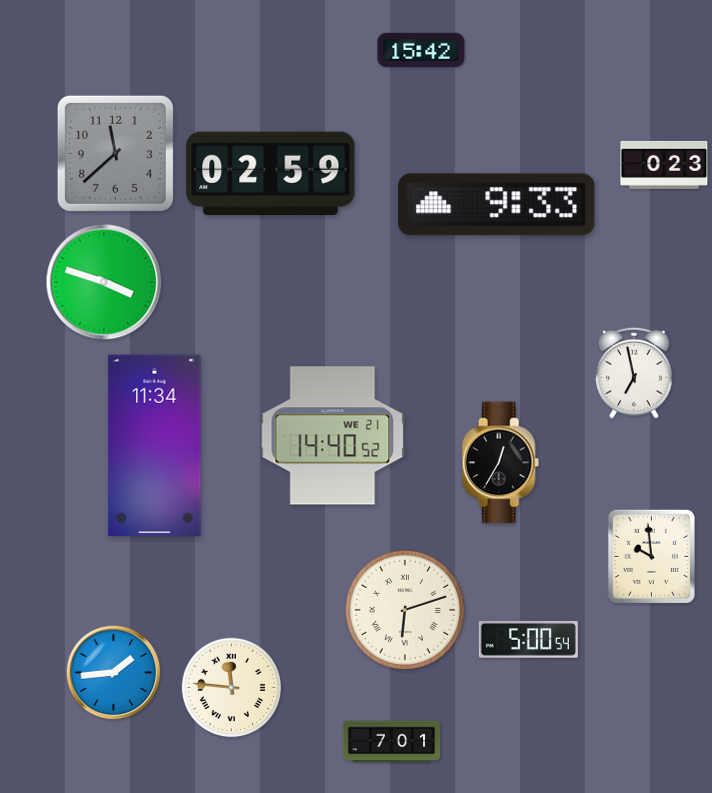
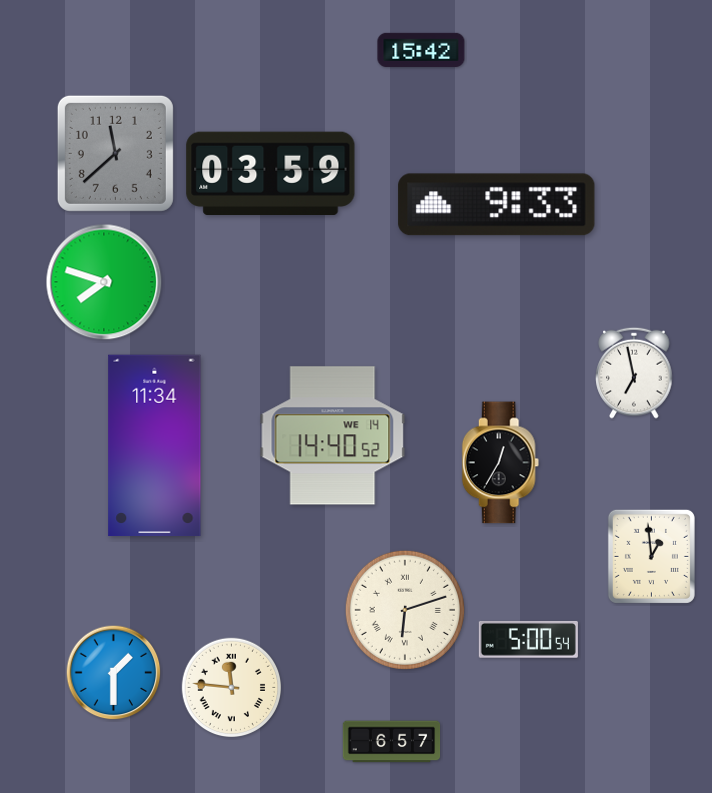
clock at (664, 165): 0:23 -> none
clock at (271, 173): 02:59 -> 03:59
clock at (104, 282): 3:48 -> 7:48
clock at (333, 436) date: WE 21 -> WE 14
clock at (651, 556): 9:59 -> 12:59
clock at (114, 673): 1:44 -> 1:30
clock at (392, 742): 7:01 -> 6:57
